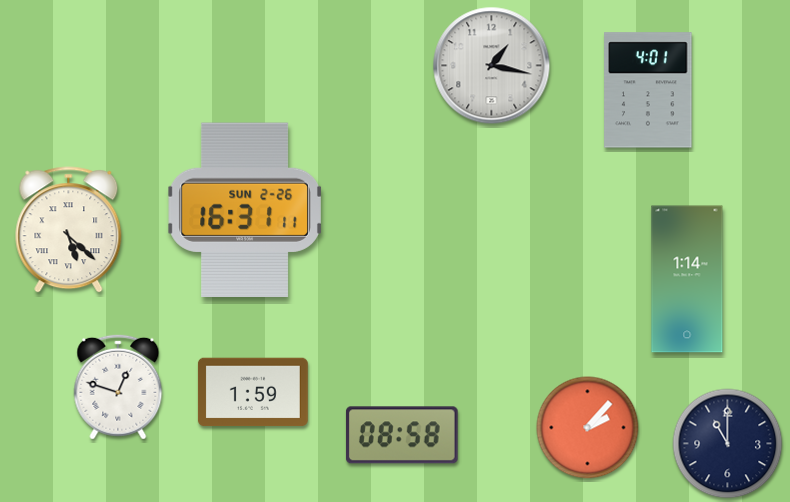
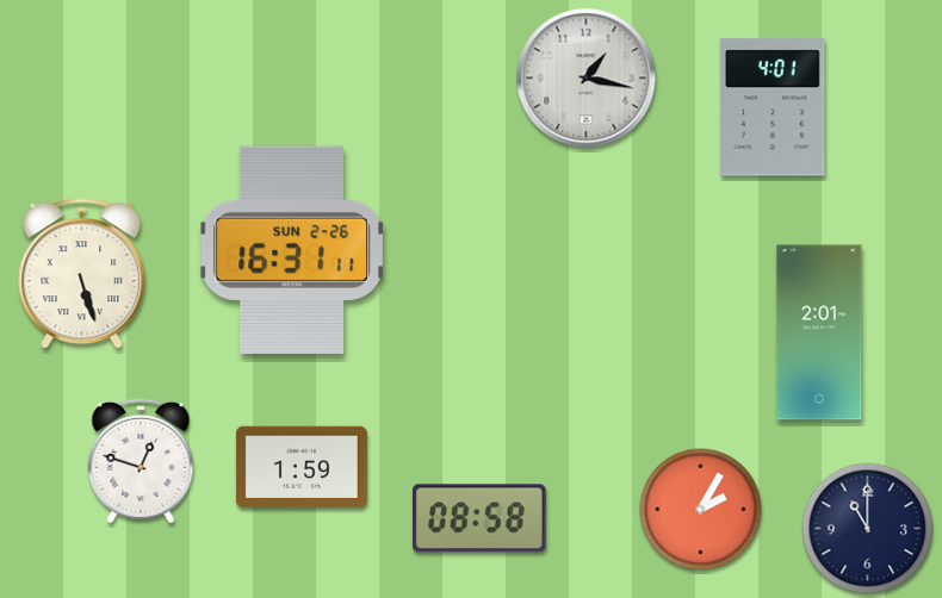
clock at (69, 230): 5:22 -> 5:27
clock at (687, 279): 1:14 -> 2:01
clock at (588, 428): 2:07 -> 2:05
